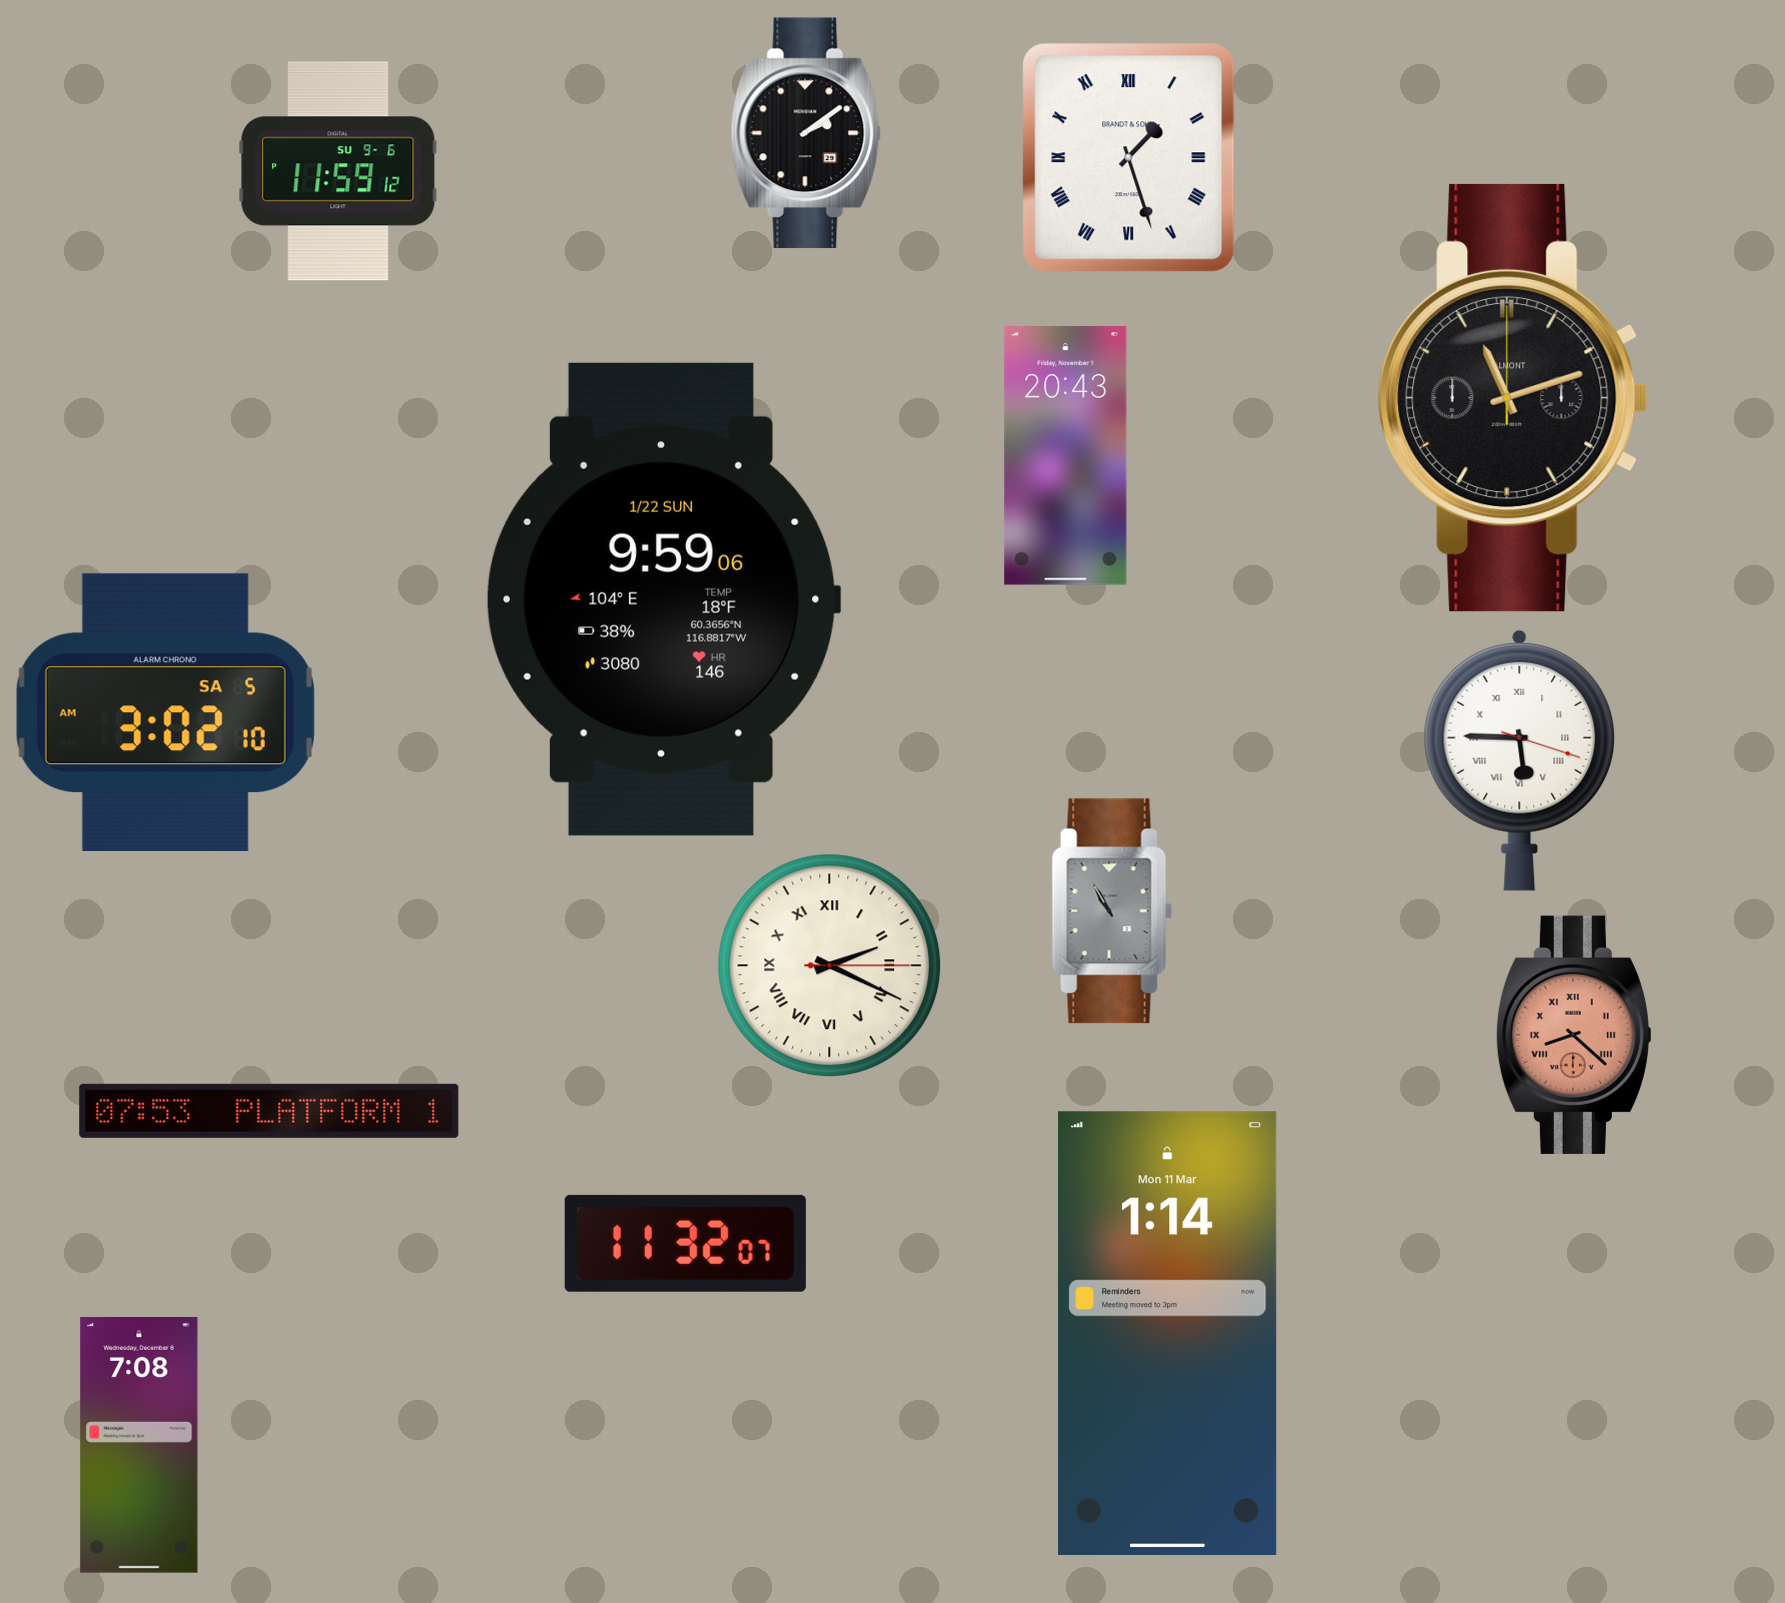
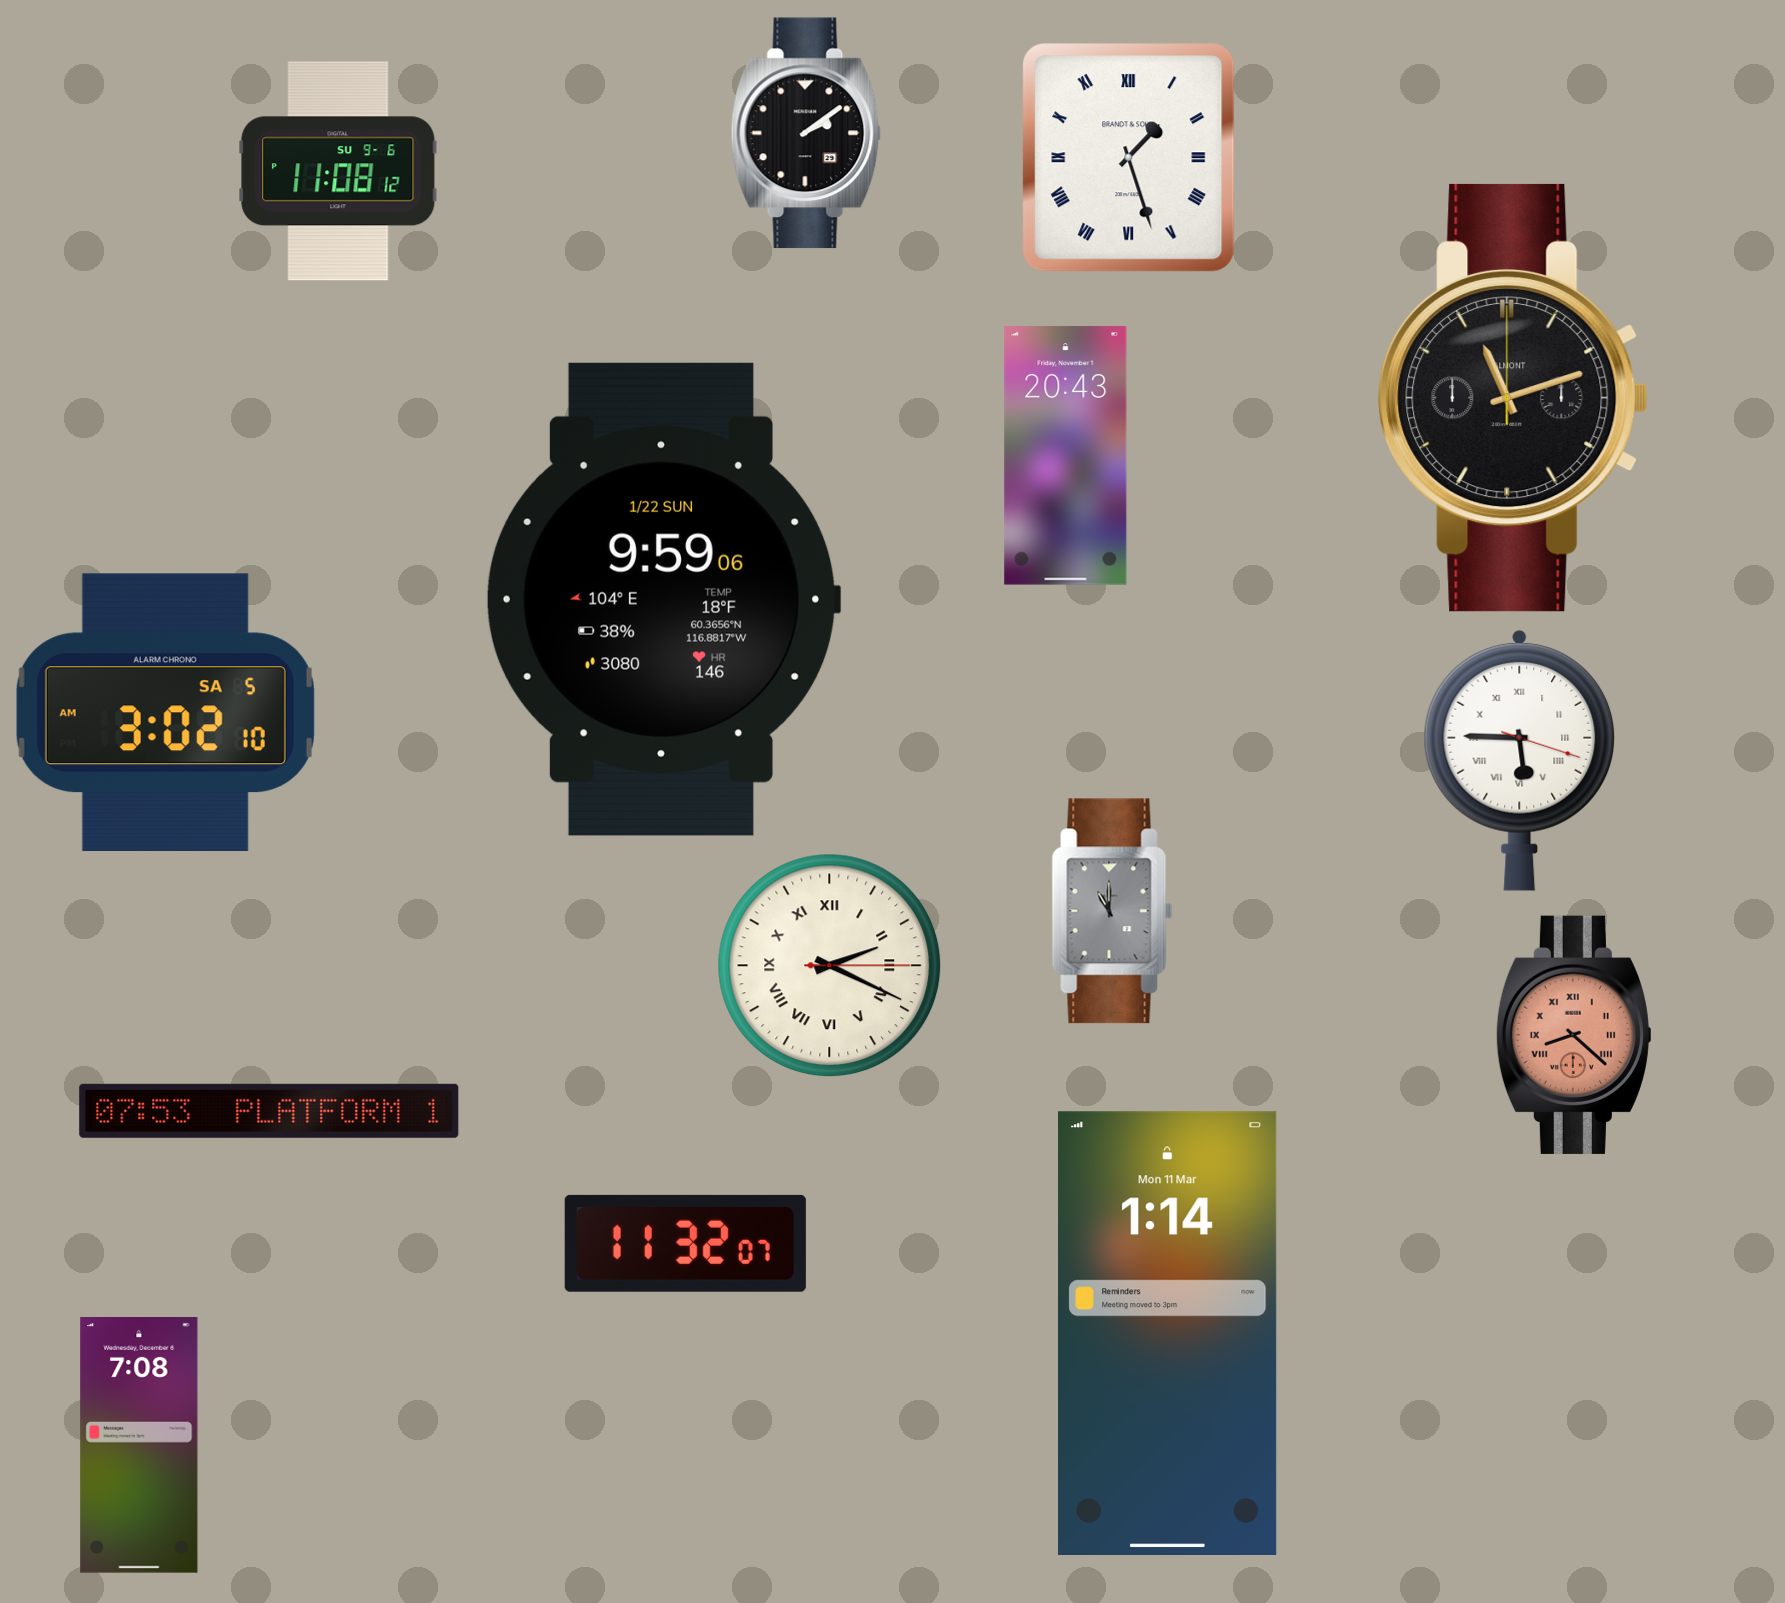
clock at (338, 171): 11:59 -> 11:08
clock at (1112, 911): 10:55 -> 11:00
